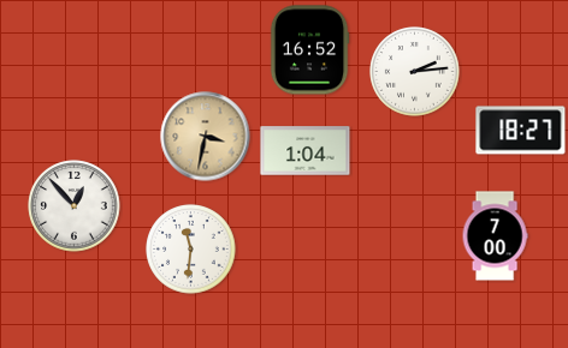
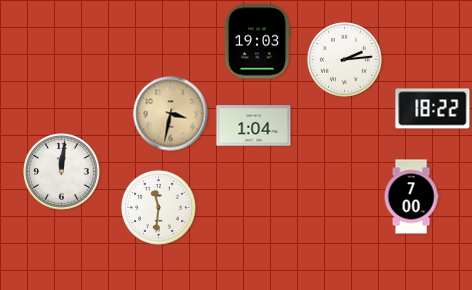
clock at (309, 50): 16:52 -> 19:03
clock at (521, 131): 18:27 -> 18:22
clock at (75, 206): 12:53 -> 12:01
